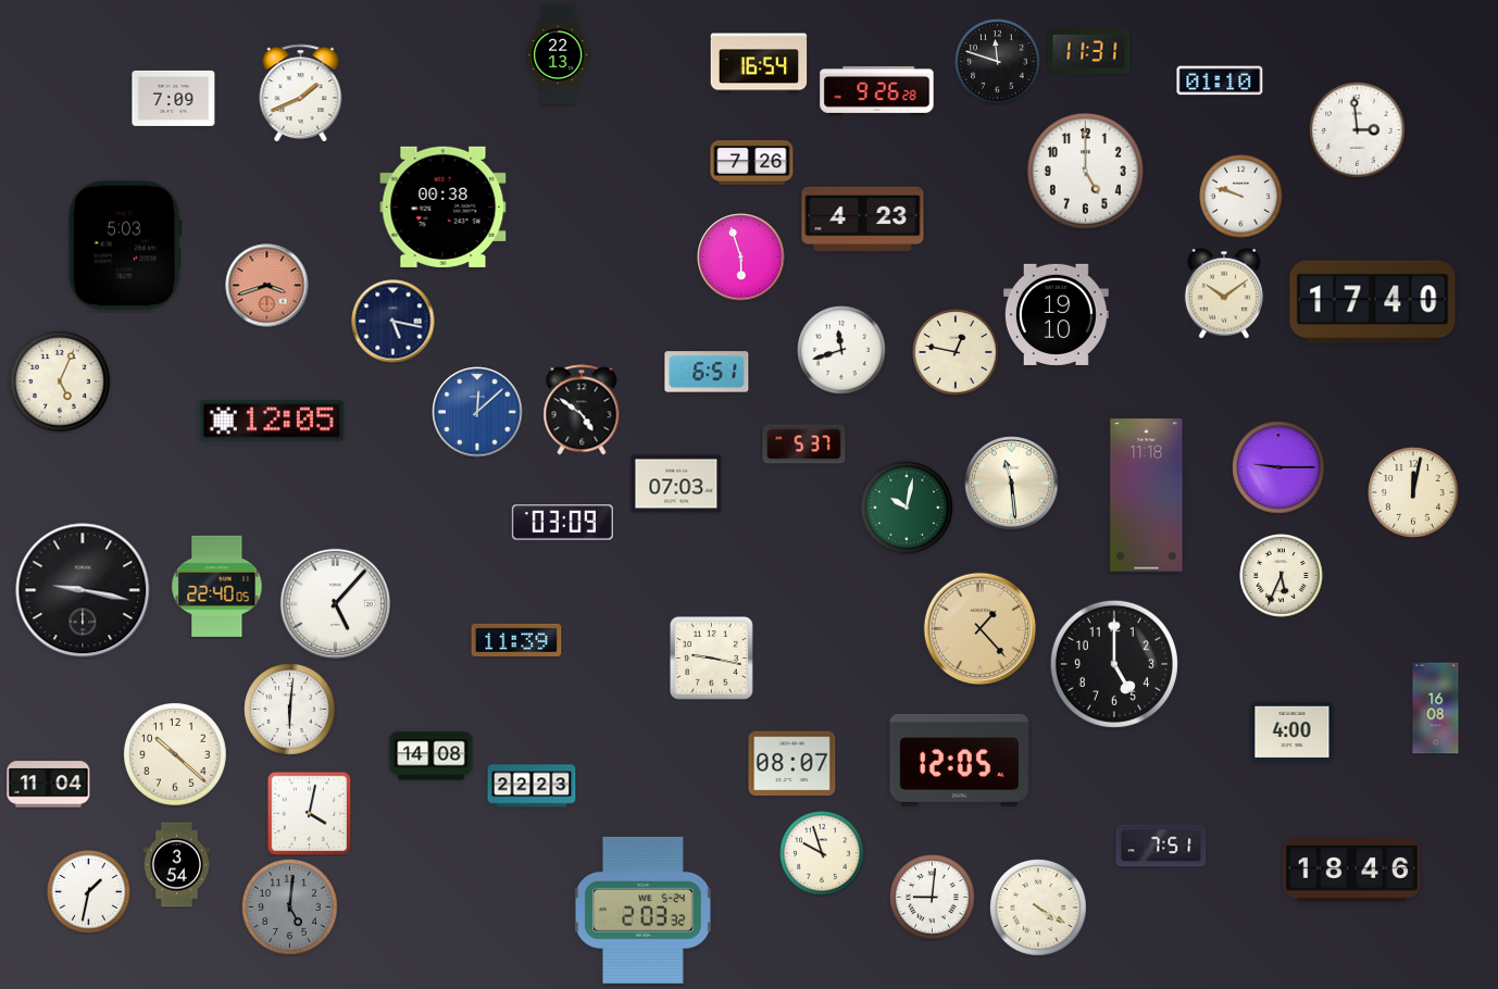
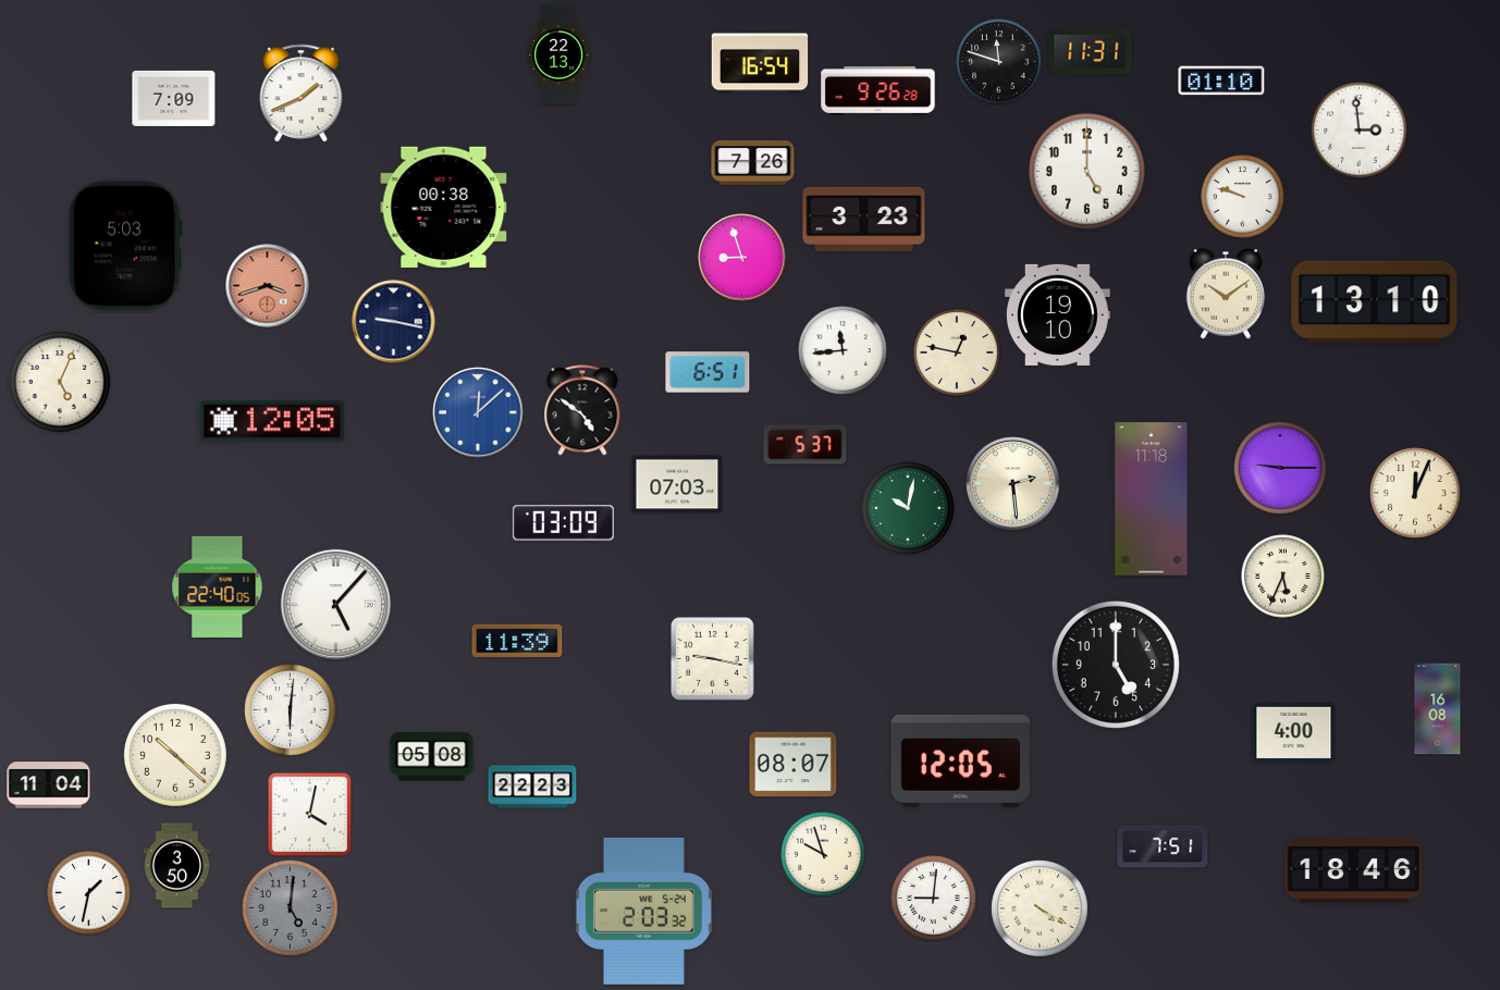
clock at (863, 220): 4:23 -> 3:23
clock at (741, 258): 5:57 -> 8:57
clock at (1373, 302): 17:40 -> 13:10
clock at (394, 322): 5:17 -> 9:17
clock at (841, 350): 11:42 -> 11:44
clock at (1012, 484): 11:29 -> 2:29
clock at (1413, 492): 12:02 -> 12:04
clock at (1147, 496) position: (1147, 496) -> (1152, 499)
clock at (83, 590): 9:17 -> none
clock at (981, 629): 1:23 -> none
clock at (432, 756): 14:08 -> 05:08
clock at (177, 865): 3:54 -> 3:50
